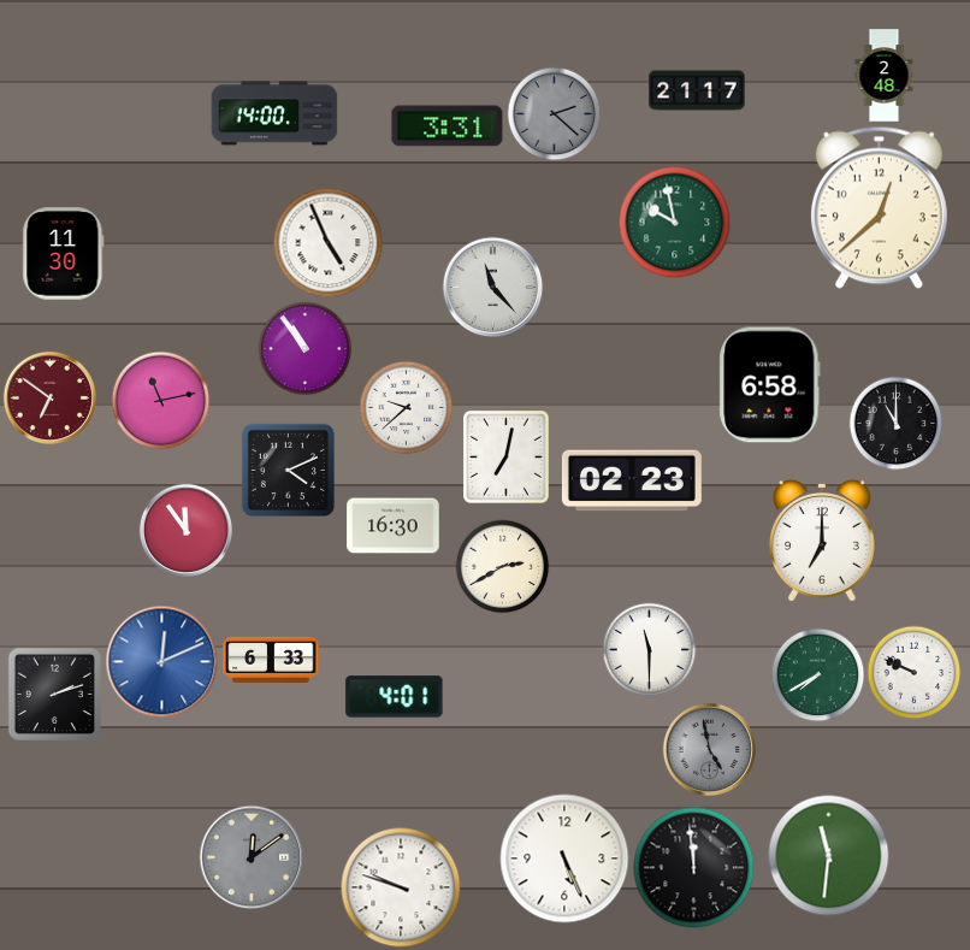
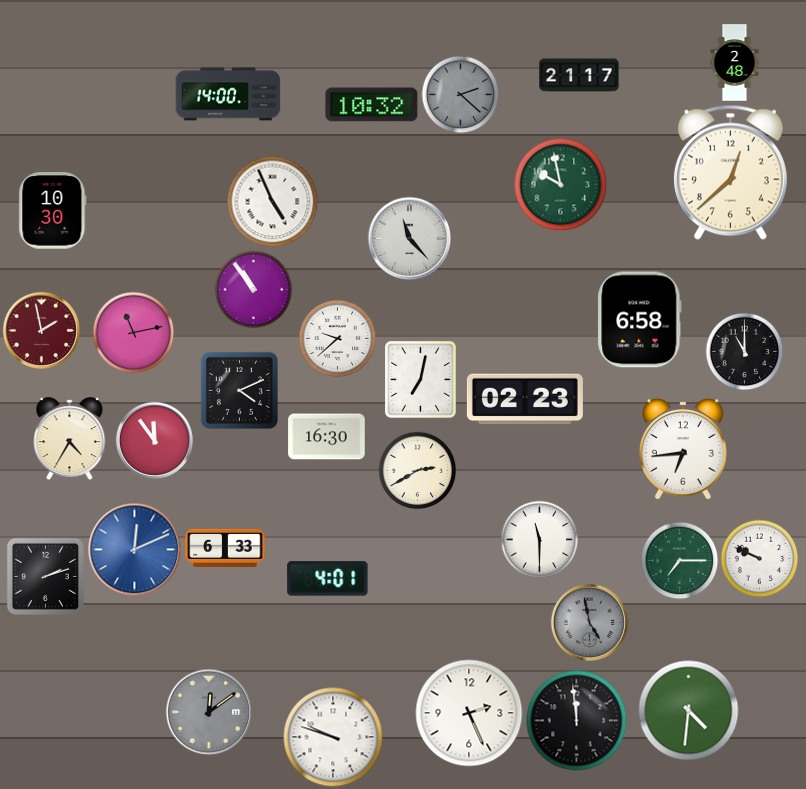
clock at (448, 126): 3:31 -> 10:32
clock at (64, 254): 11:30 -> 10:30
clock at (49, 397): 6:51 -> 1:58
clock at (70, 439): none -> 4:35
clock at (822, 542): 7:00 -> 6:44
clock at (817, 674): 7:40 -> 7:15
clock at (829, 856): 11:31 -> 4:31
clock at (564, 858): 5:26 -> 2:26
